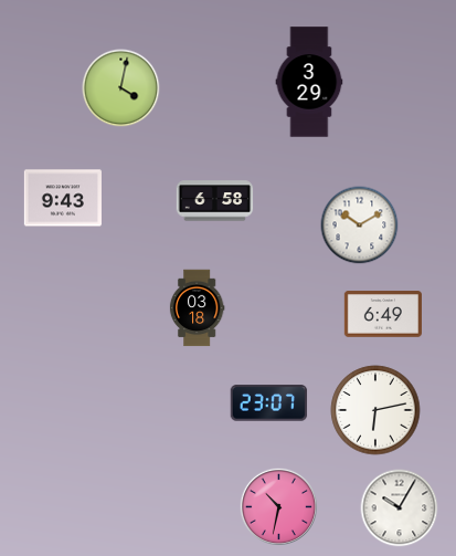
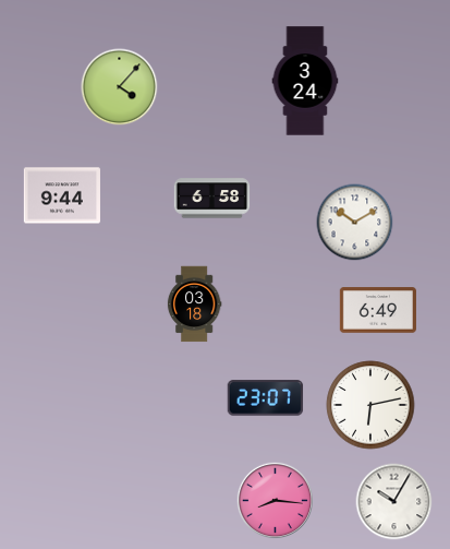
clock at (309, 82): 3:29 -> 3:24
clock at (121, 88): 4:02 -> 4:07
clock at (63, 198): 9:43 -> 9:44
clock at (278, 506): 10:32 -> 8:16
